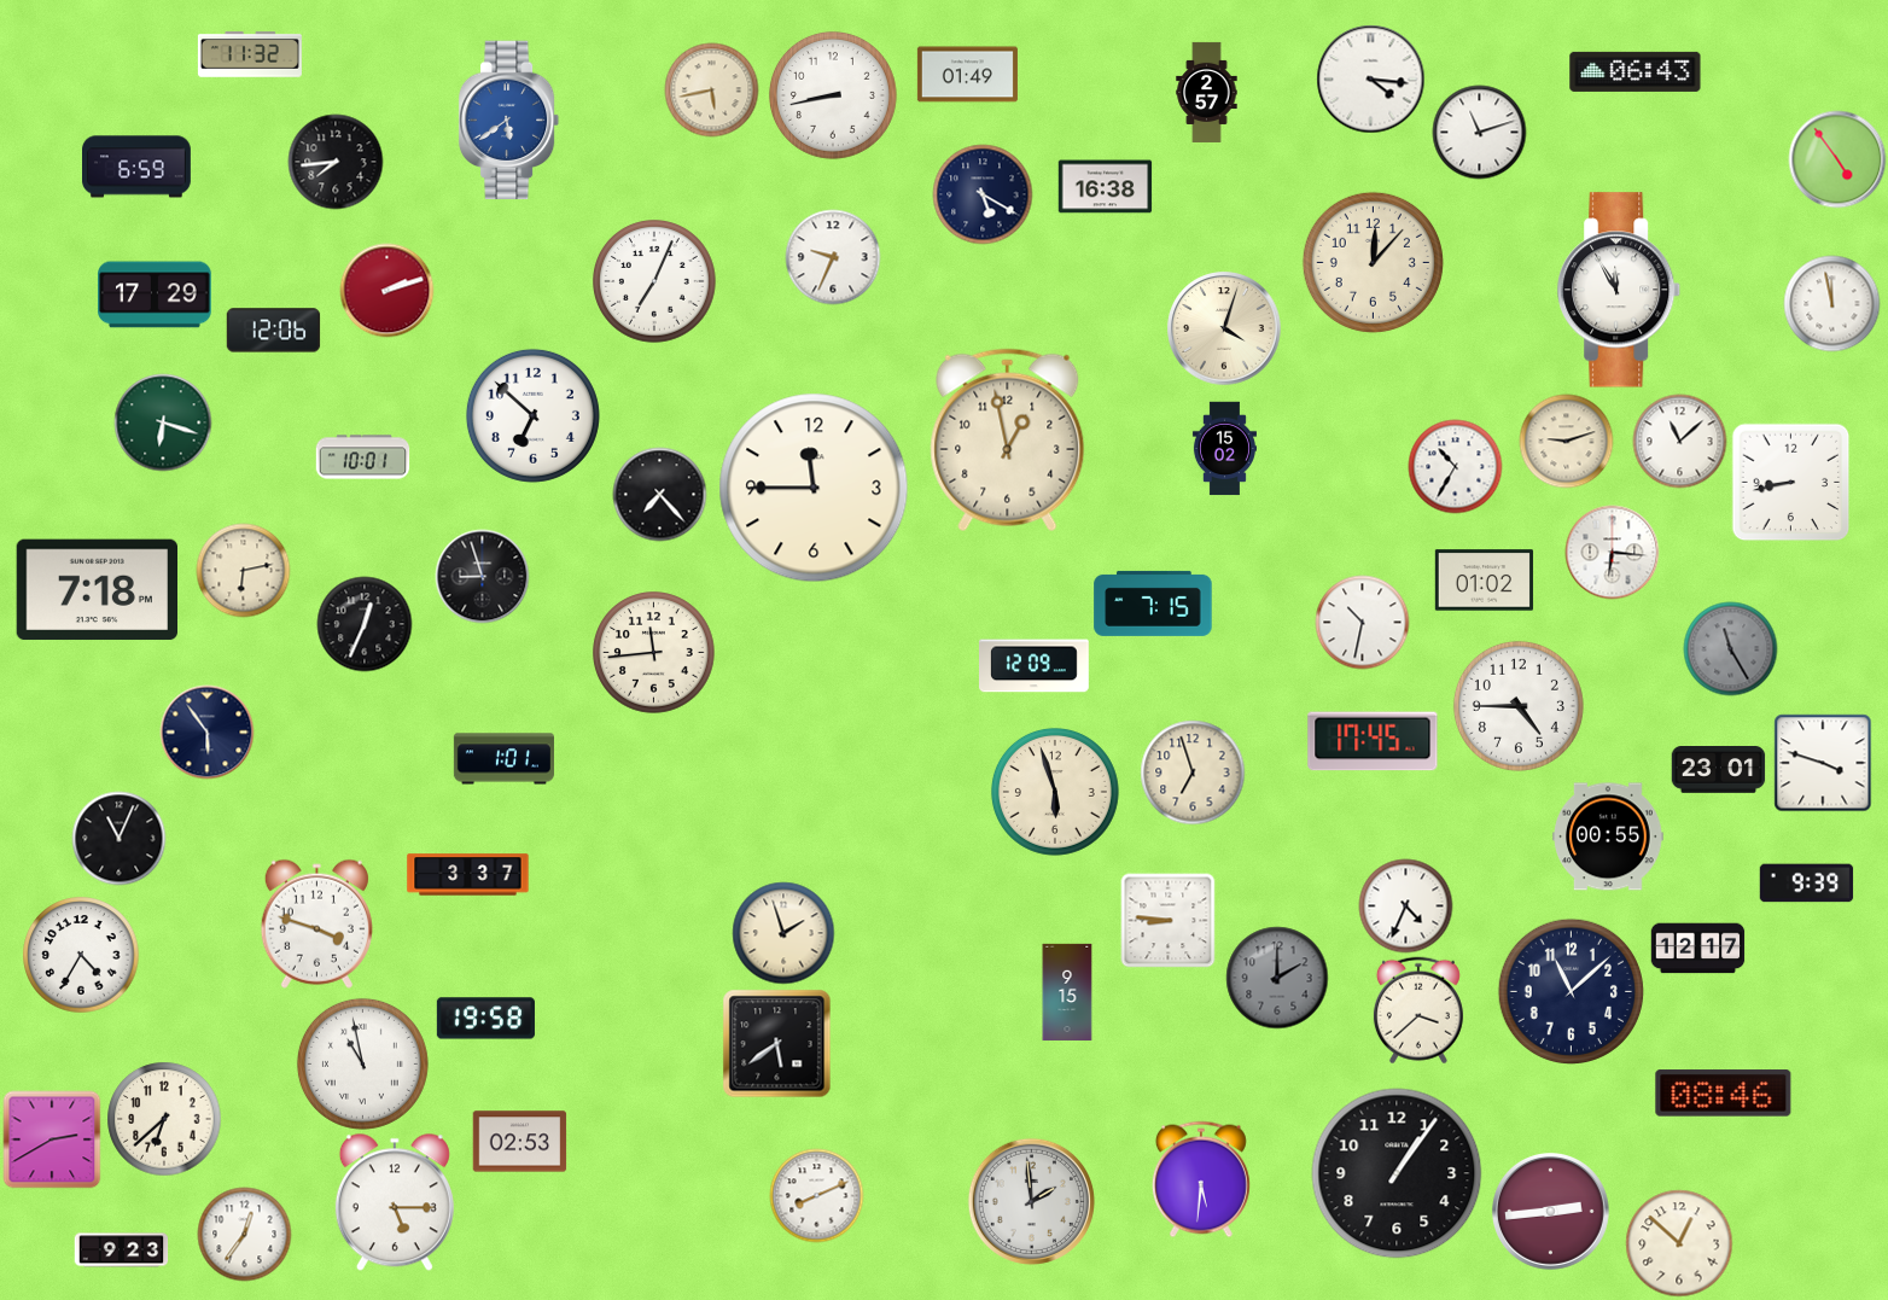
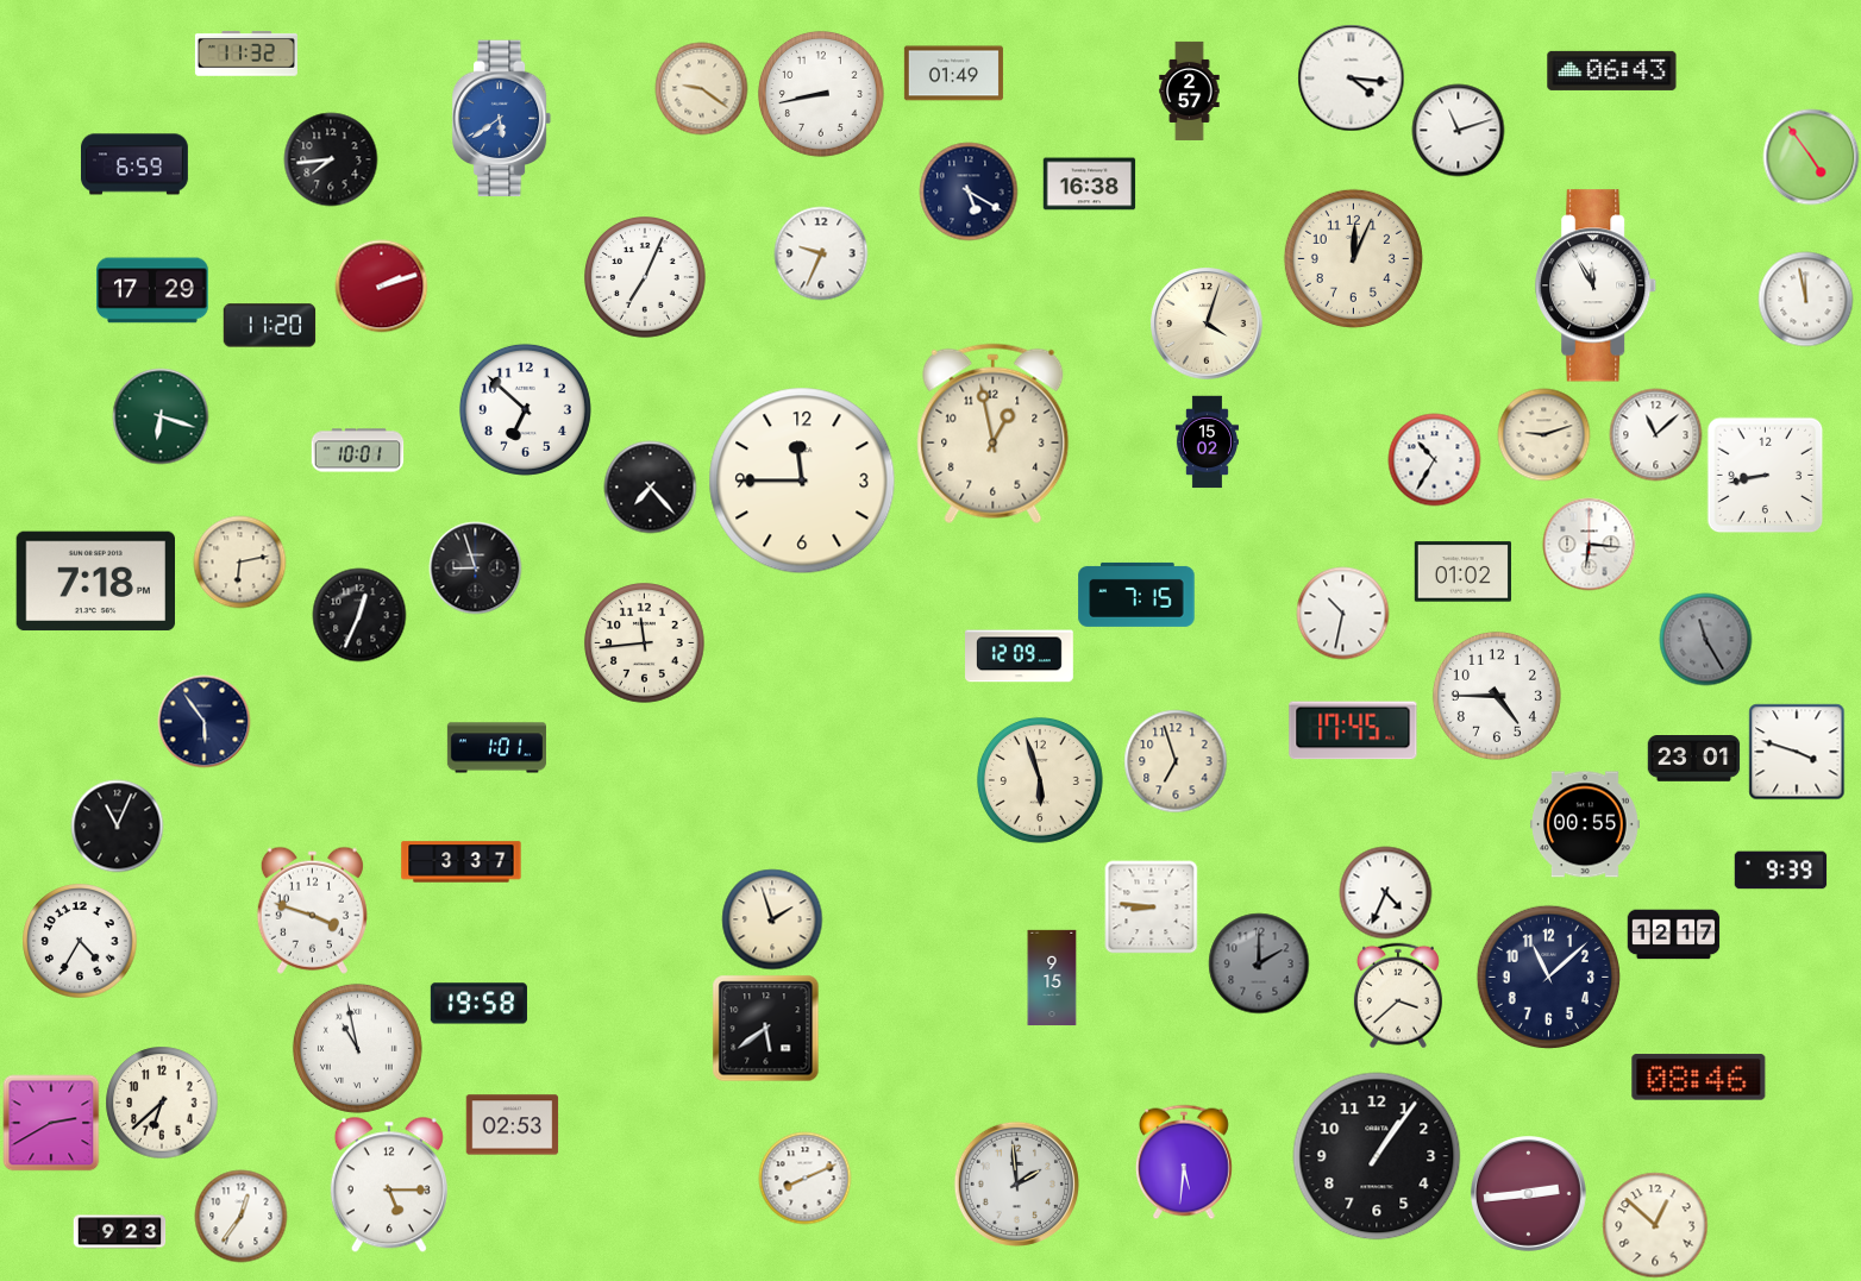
clock at (711, 89): 5:43 -> 9:21
clock at (1373, 262): 12:07 -> 12:04
clock at (273, 331): 12:06 -> 11:20
